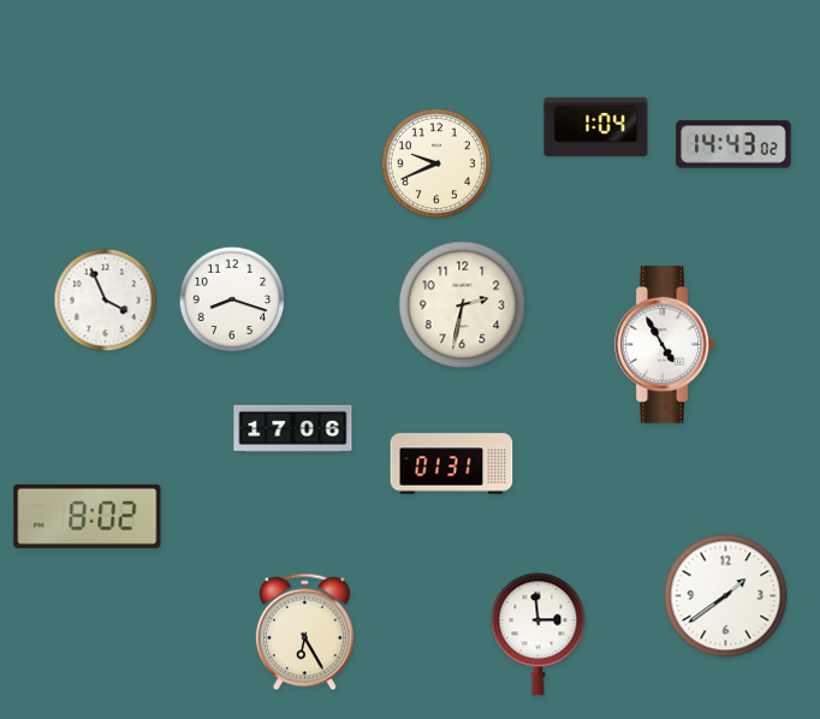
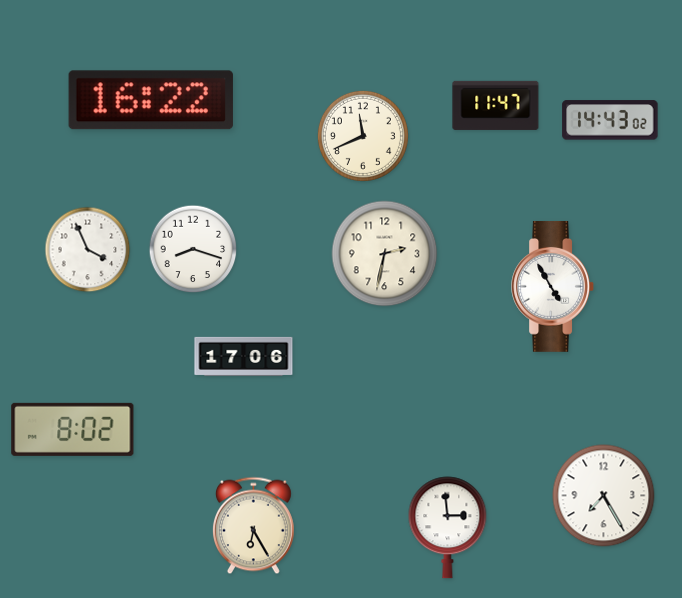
clock at (151, 100): none -> 16:22
clock at (596, 126): 1:04 -> 11:47
clock at (436, 164): 9:41 -> 11:41
clock at (452, 464): 01:31 -> none
clock at (726, 596): 1:39 -> 7:25
